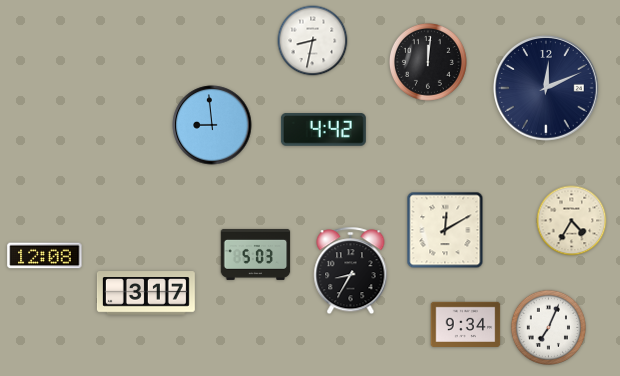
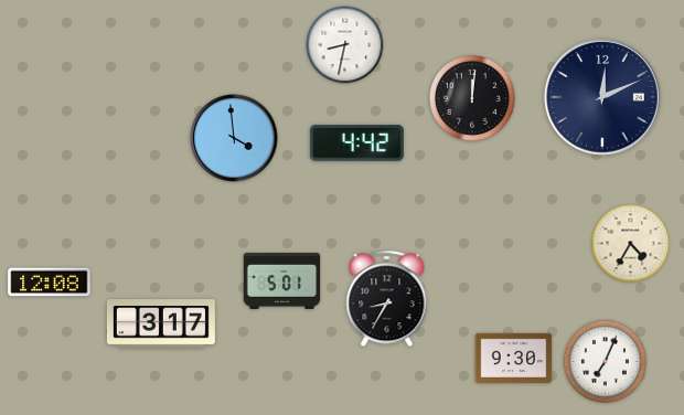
clock at (428, 62) position: (428, 62) -> (472, 98)
clock at (212, 125): 8:59 -> 3:59
clock at (445, 230): 12:10 -> none
clock at (256, 254): 5:03 -> 5:01
clock at (466, 324): 9:34 -> 9:30
